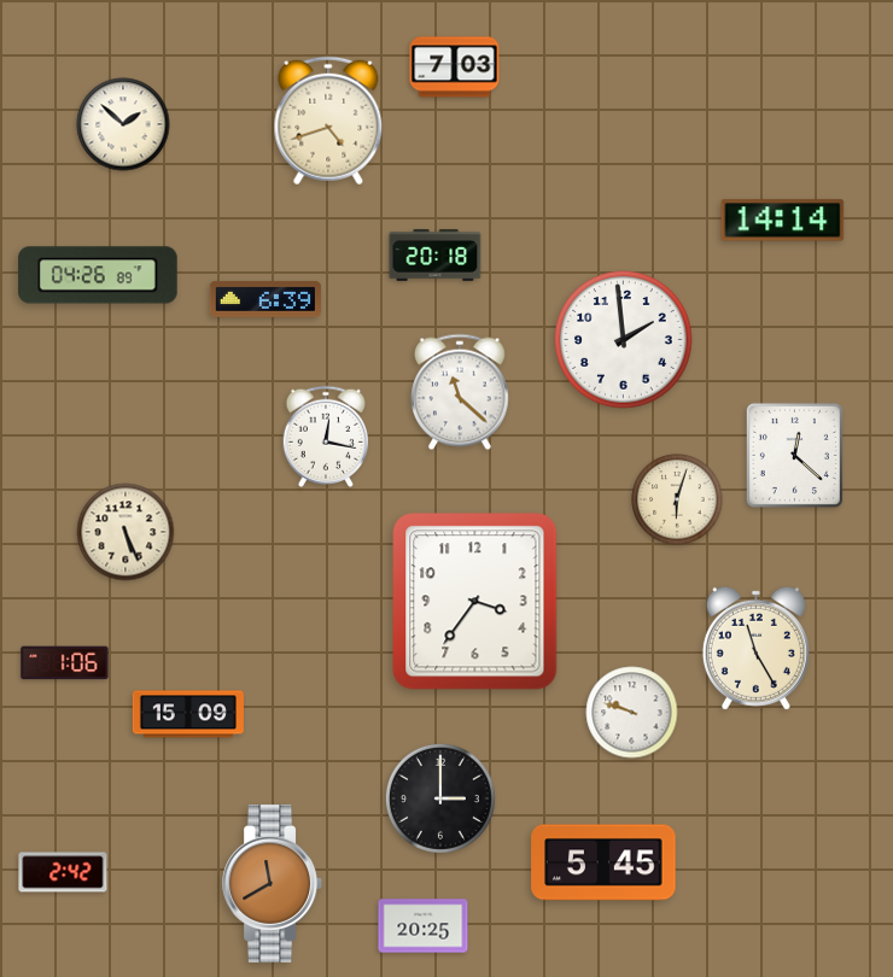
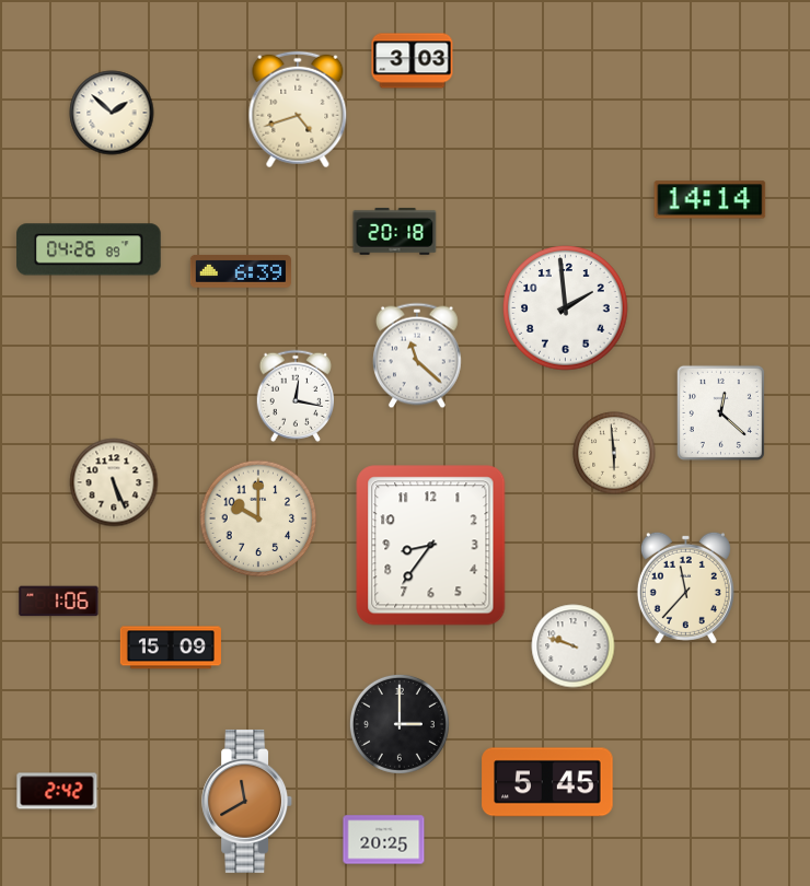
clock at (455, 68): 7:03 -> 3:03
clock at (677, 499): 6:03 -> 5:59
clock at (258, 518): none -> 10:00
clock at (475, 602): 3:36 -> 8:36
clock at (755, 648): 11:25 -> 11:37
